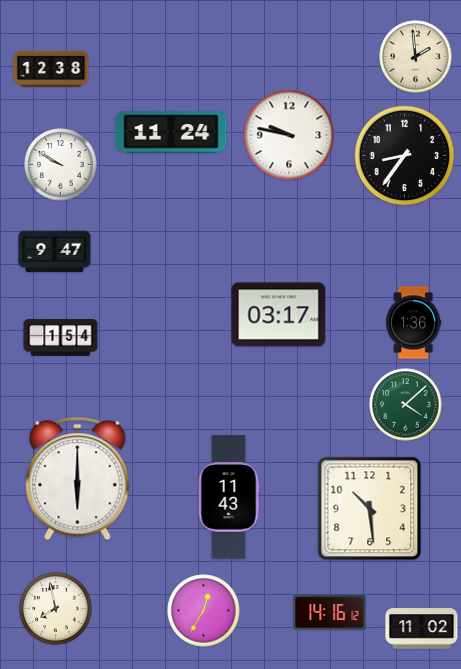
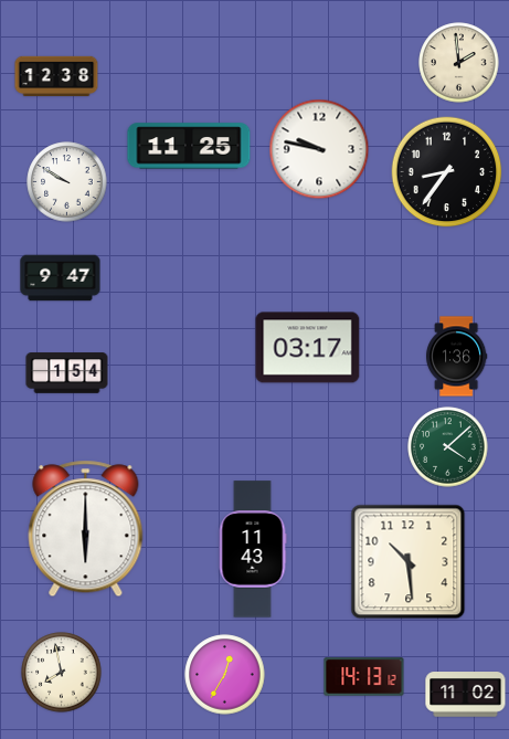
clock at (171, 132): 11:24 -> 11:25
clock at (330, 613): 14:16 -> 14:13
